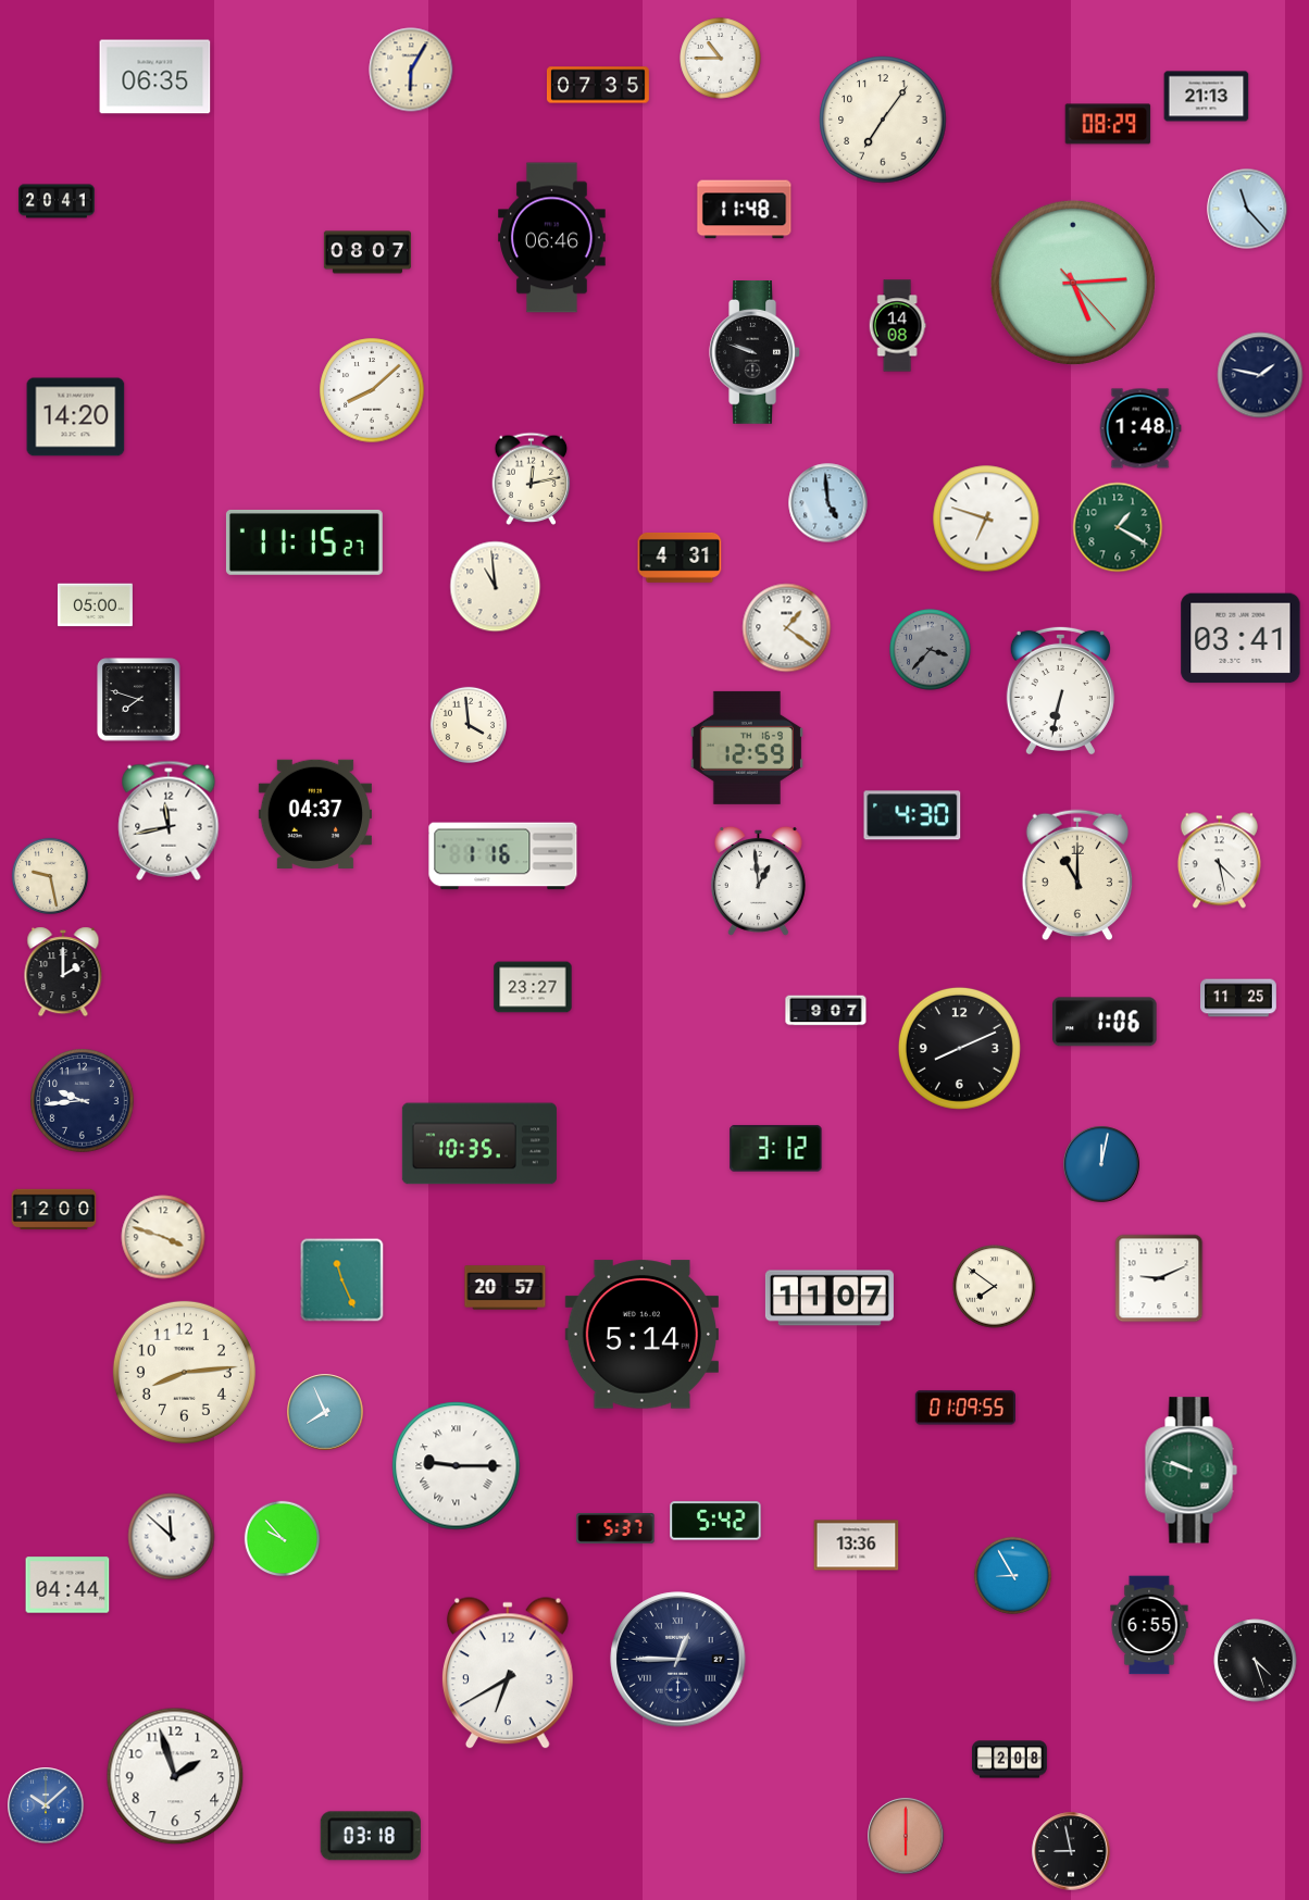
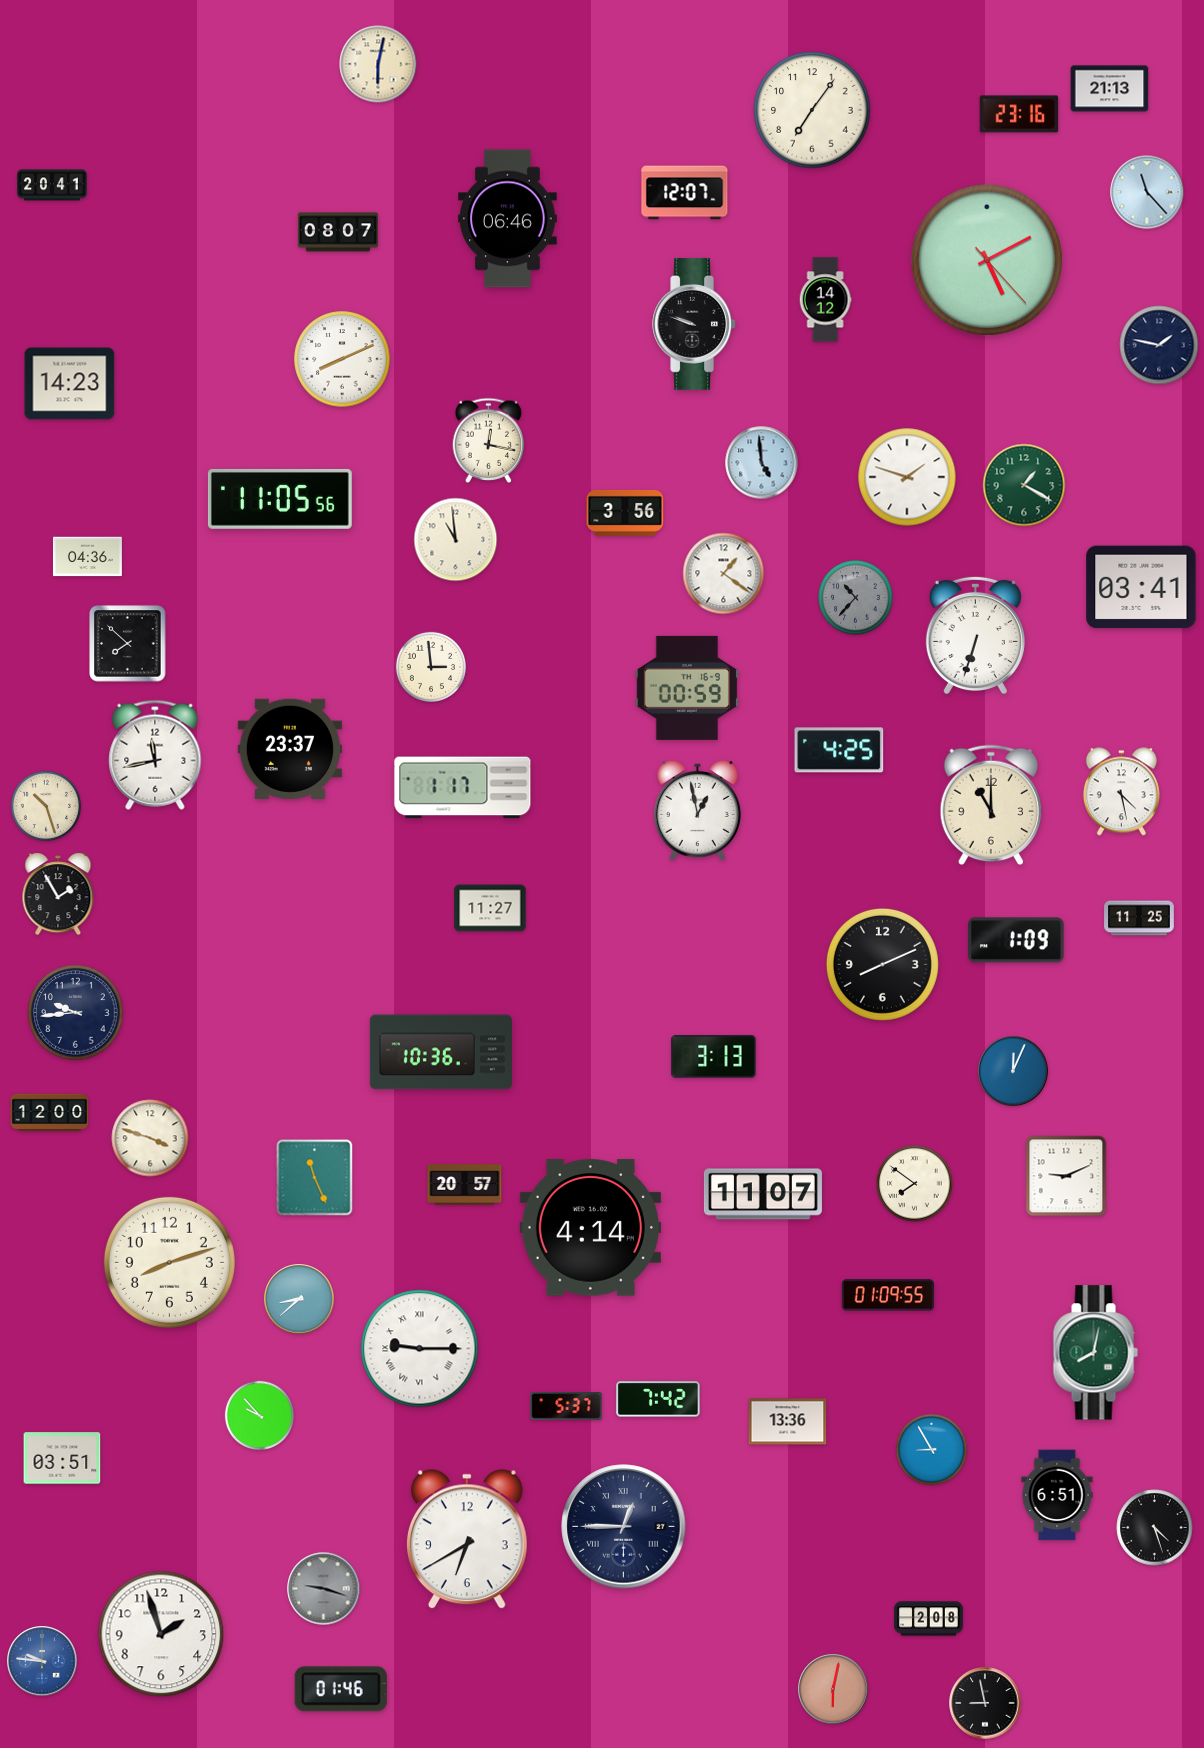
clock at (721, 59): 10:45 -> none
clock at (411, 70): 6:05 -> 6:02
clock at (155, 77): 06:35 -> none
clock at (598, 85): 07:35 -> none
clock at (1108, 124): 08:29 -> 23:16
clock at (745, 210): 11:48 -> 12:07
clock at (1073, 283): 5:14 -> 5:10
clock at (897, 326): 14:08 -> 14:12
clock at (372, 390): 8:08 -> 8:11
clock at (76, 417): 14:20 -> 14:23
clock at (1140, 428): 1:48 -> none
clock at (532, 478): 12:13 -> 12:17
clock at (986, 518): 6:48 -> 1:48
clock at (1118, 527) position: (1118, 527) -> (1024, 485)
clock at (304, 542): 11:15 -> 11:05
clock at (680, 558): 4:31 -> 3:56
clock at (95, 605): 05:00 -> 04:36
clock at (787, 628) position: (787, 628) -> (724, 574)
clock at (931, 650): 3:37 -> 10:37
clock at (1060, 690): 6:32 -> 6:33
clock at (139, 700): 7:48 -> 7:52
clock at (469, 725): 3:59 -> 2:59
clock at (747, 748): 12:59 -> 00:59
clock at (315, 814): 04:37 -> 23:37
clock at (912, 815): 4:30 -> 4:25
clock at (503, 857): 1:16 -> 1:17
clock at (50, 876): 9:28 -> 10:27
clock at (758, 880): 12:59 -> 12:58
clock at (63, 972): 2:00 -> 1:55
clock at (533, 987): 23:27 -> 11:27
clock at (826, 1011): 9:07 -> none
clock at (1105, 1022): 1:06 -> 1:09
clock at (479, 1143): 10:35 -> 10:36
clock at (776, 1149): 3:12 -> 3:13
clock at (1101, 1164): 12:02 -> 12:04
clock at (641, 1335): 5:14 -> 4:14
clock at (184, 1372): 8:14 -> 8:12
clock at (325, 1412): 7:56 -> 8:38
clock at (1190, 1471): 9:48 -> 8:02
clock at (715, 1521): 5:42 -> 7:42
clock at (172, 1537): 11:52 -> none
clock at (67, 1585): 04:44 -> 03:51
clock at (1149, 1625): 6:55 -> 6:51
clock at (324, 1589): none -> 9:18
clock at (46, 1805): 10:08 -> 9:46
clock at (371, 1836): 03:18 -> 01:46
clock at (906, 1836): 6:00 -> 6:02
